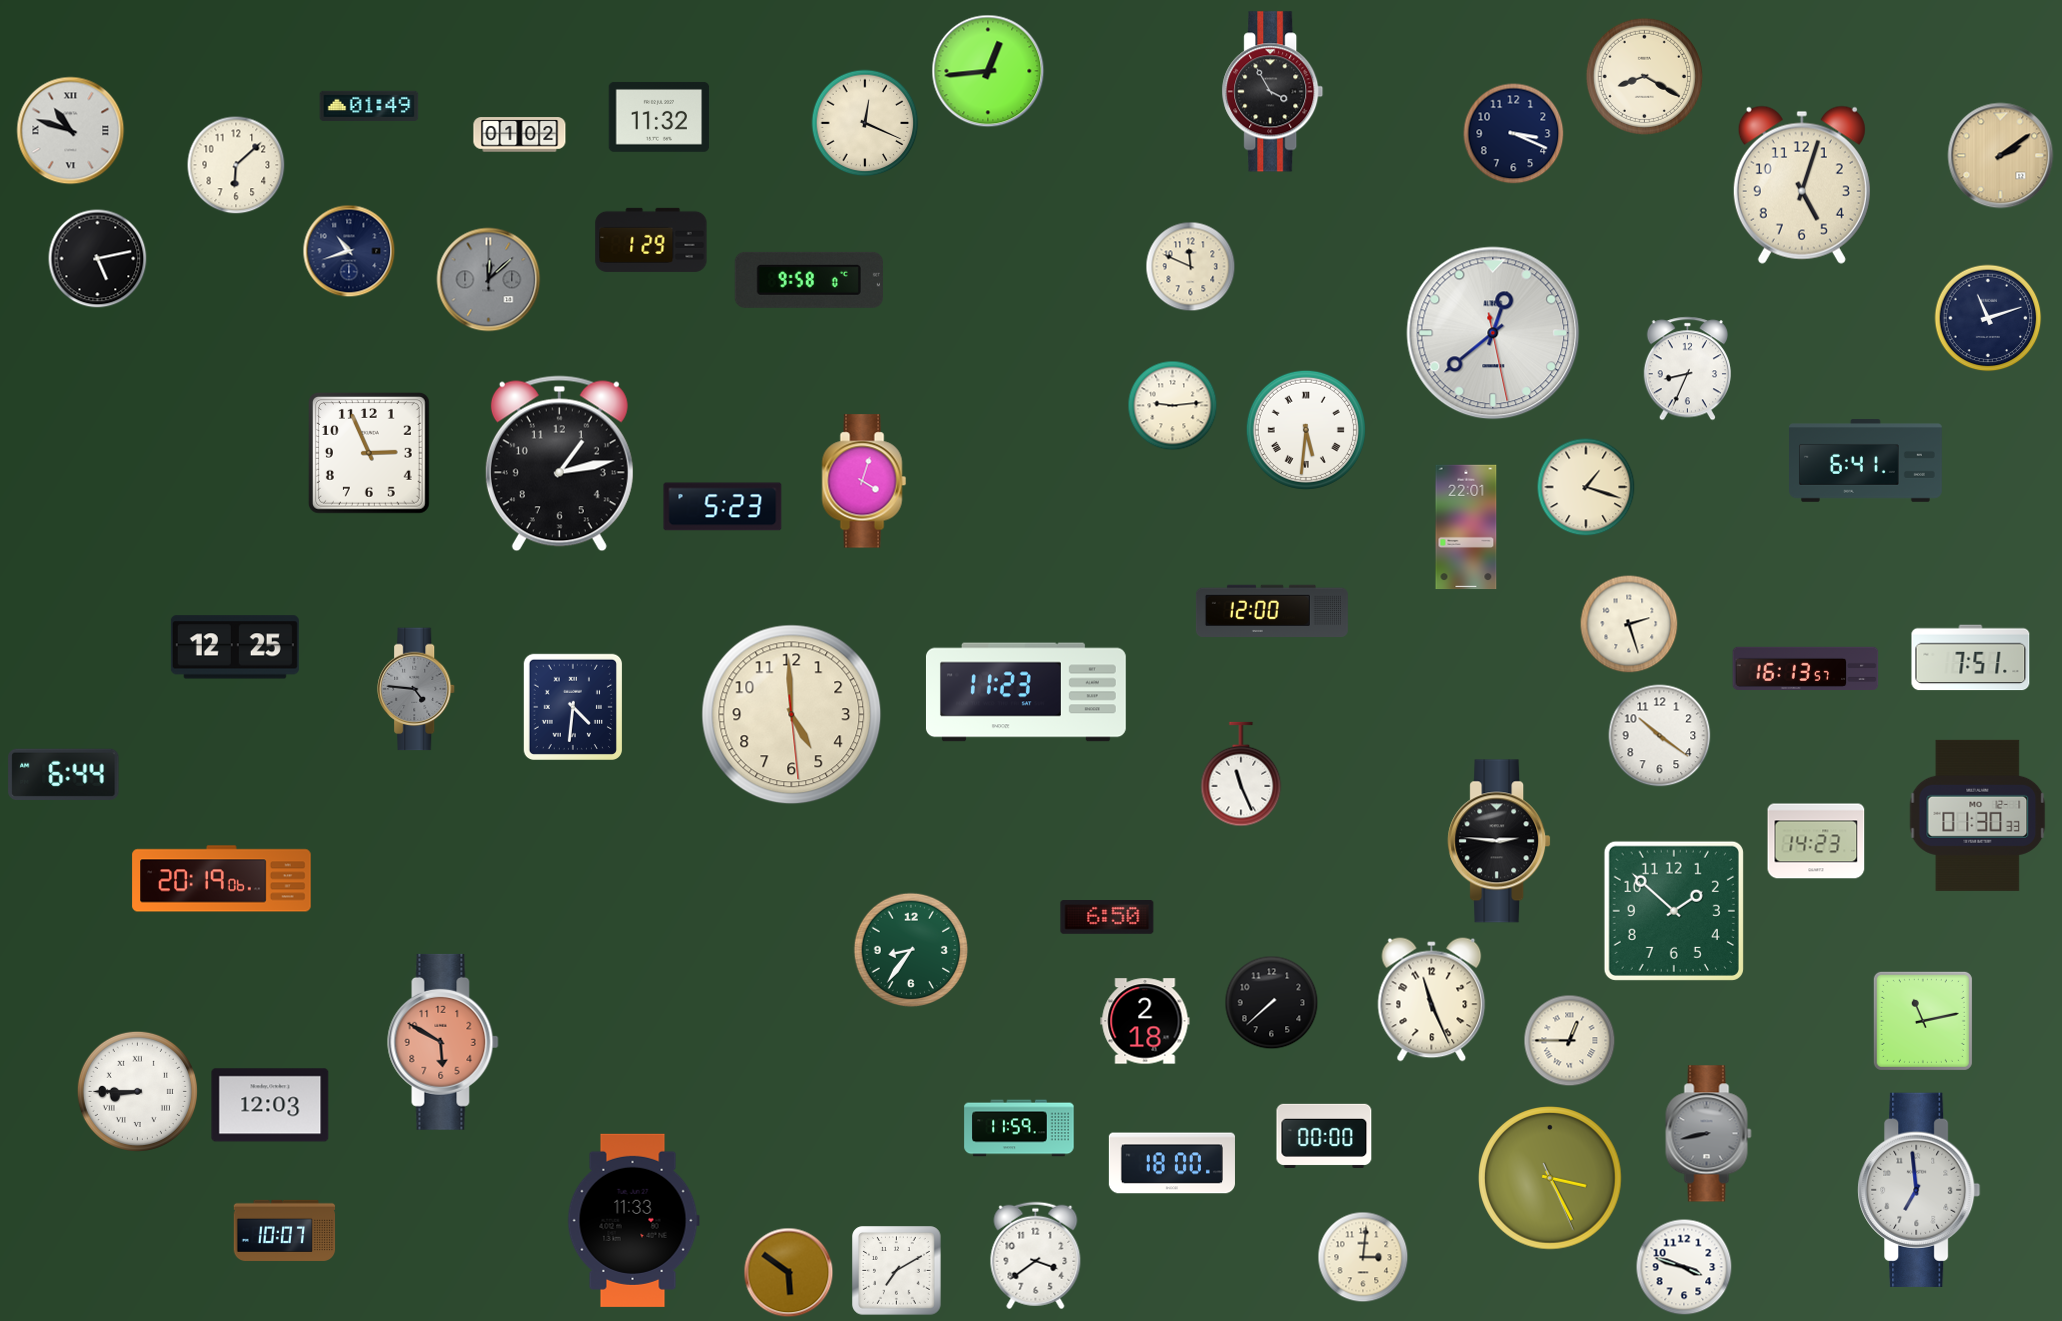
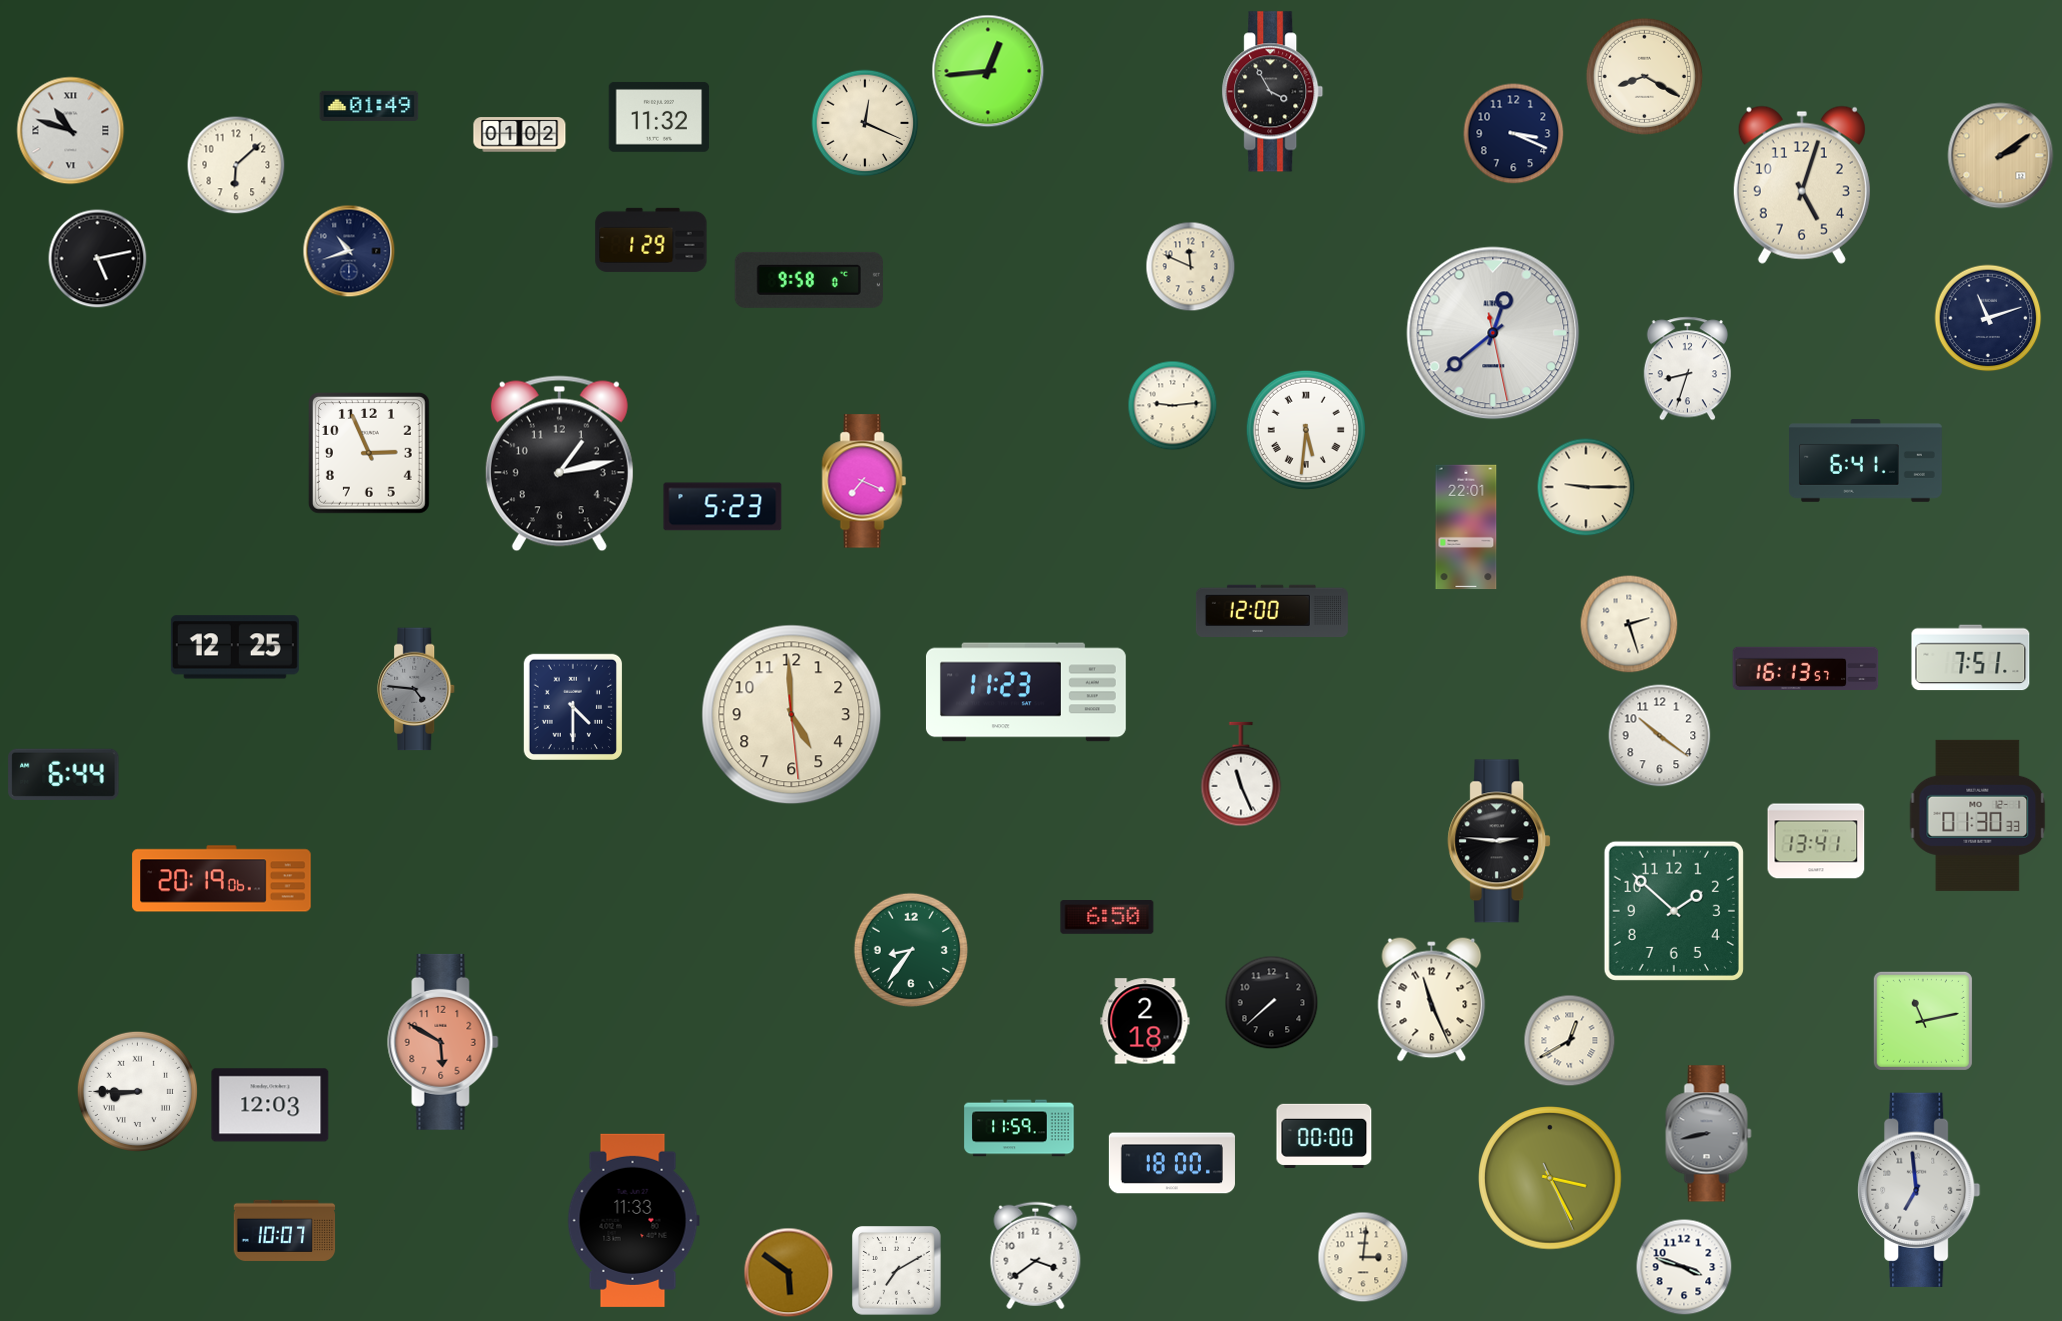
clock at (489, 280): 12:08 -> none
clock at (1687, 369): 8:34 -> 8:33
clock at (864, 481): 4:03 -> 7:19
clock at (1586, 487): 1:18 -> 9:15
clock at (572, 706): 4:31 -> 4:30
clock at (1816, 841): 14:23 -> 13:41
clock at (1570, 1041): 12:45 -> 12:40
